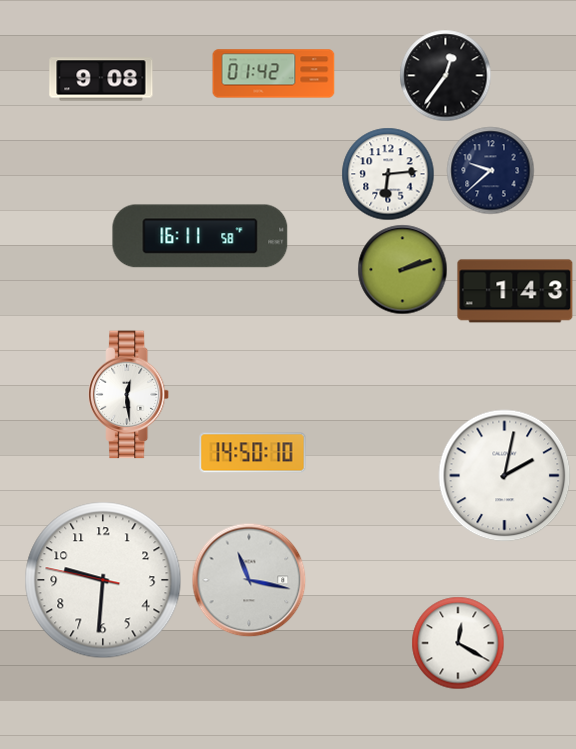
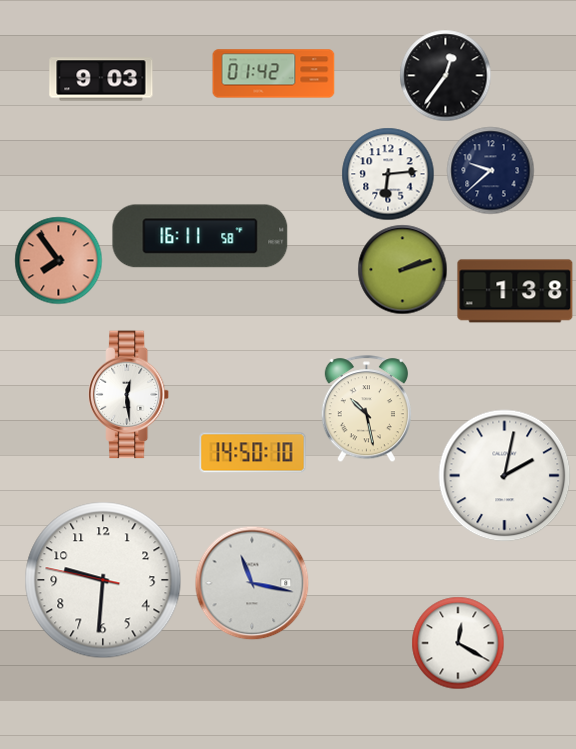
clock at (101, 79): 9:08 -> 9:03
clock at (58, 260): none -> 7:54
clock at (515, 291): 1:43 -> 1:38
clock at (366, 409): none -> 10:28
clock at (249, 580) position: (249, 580) -> (252, 583)
